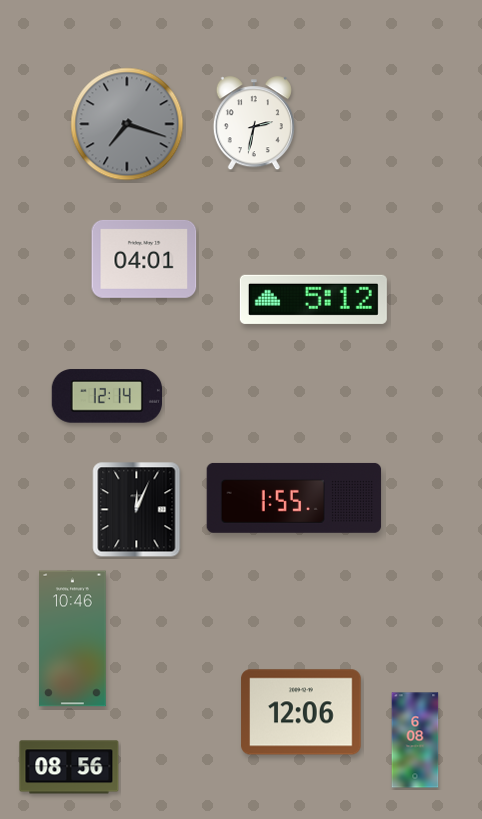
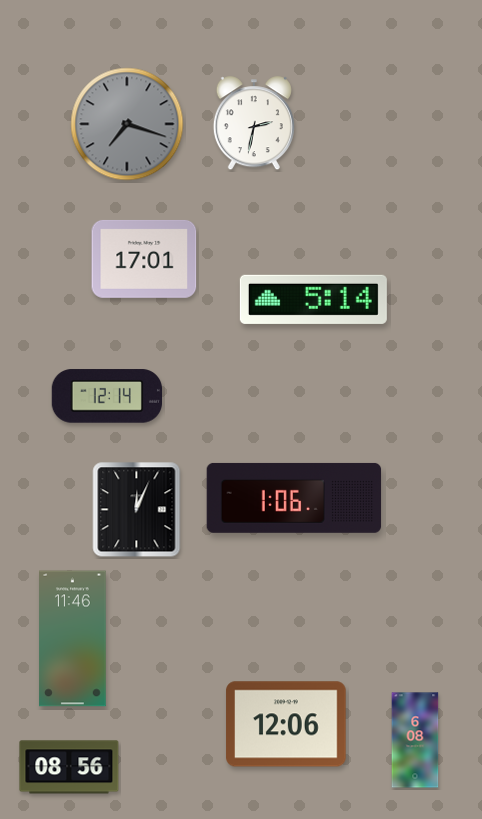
clock at (144, 259): 04:01 -> 17:01
clock at (313, 299): 5:12 -> 5:14
clock at (294, 498): 1:55 -> 1:06
clock at (73, 639): 10:46 -> 11:46
clock at (301, 712) position: (301, 712) -> (286, 724)
